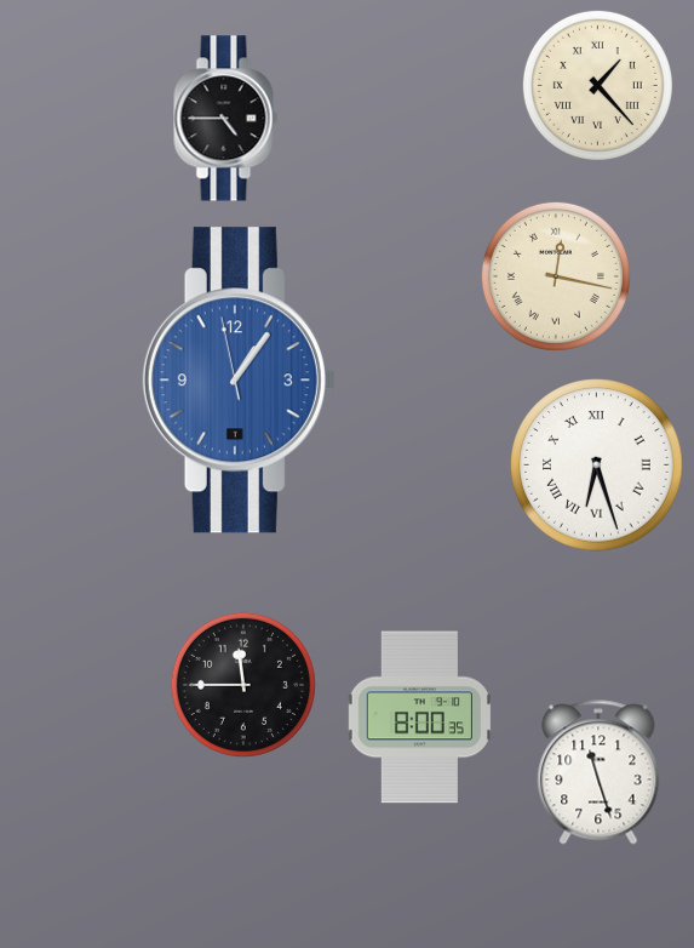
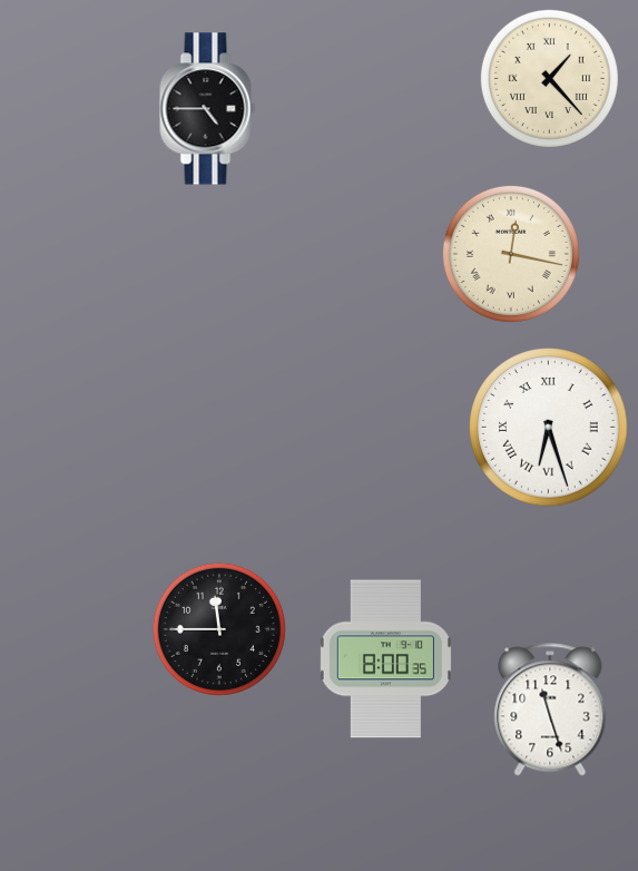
clock at (239, 381): 1:05 -> none
clock at (243, 685) position: (243, 685) -> (219, 629)
